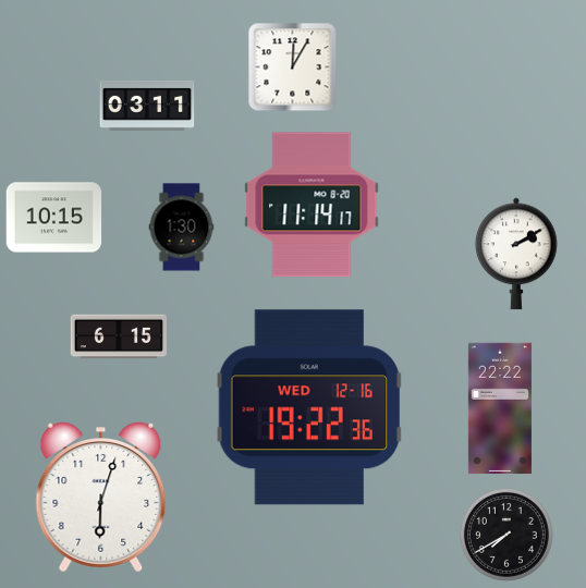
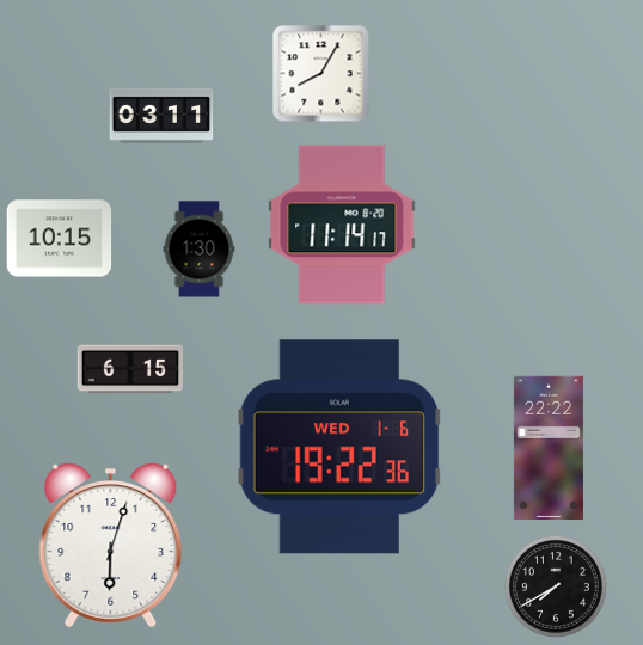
clock at (293, 68): 12:05 -> 8:05
clock at (516, 254): 2:10 -> none
clock at (309, 407) date: WED 12-16 -> WED 1-6
